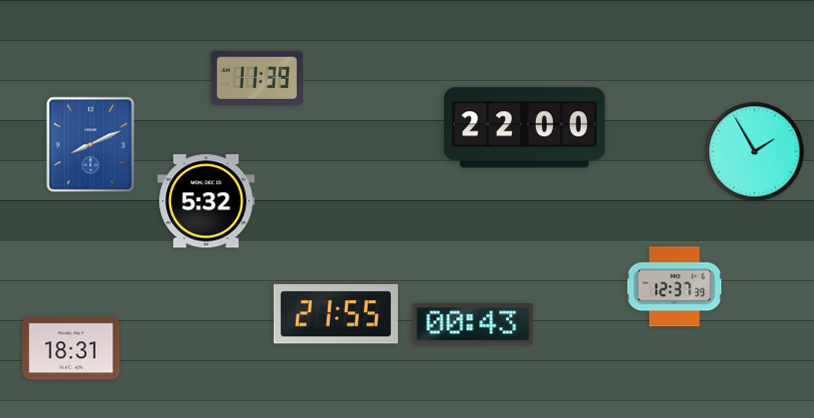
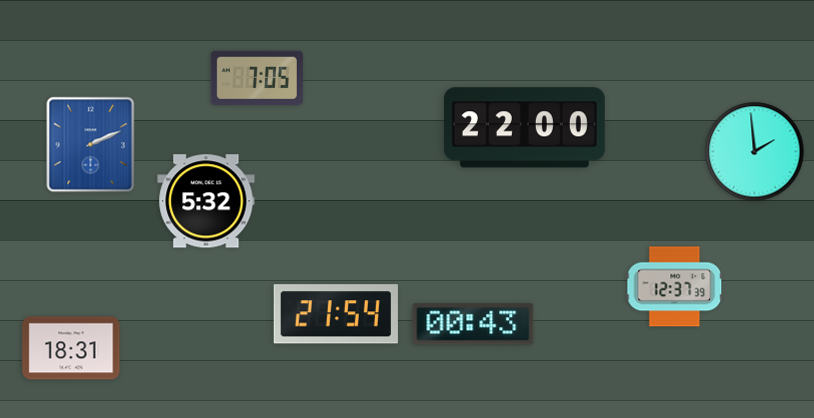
clock at (257, 77): 11:39 -> 7:05
clock at (91, 145): 8:11 -> 2:11
clock at (755, 152): 1:55 -> 1:59
clock at (336, 314): 21:55 -> 21:54
